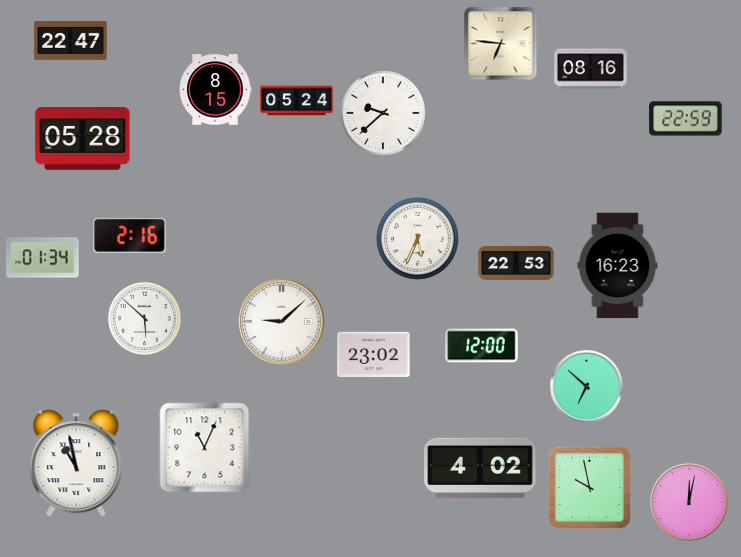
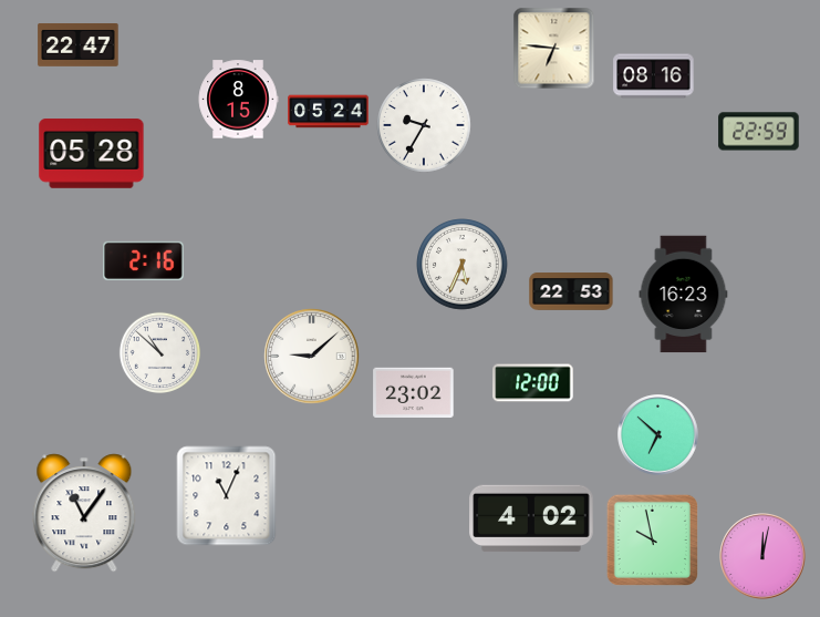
clock at (383, 113): 9:38 -> 9:35
clock at (43, 258): 01:34 -> none
clock at (144, 318): 5:52 -> 10:52
clock at (587, 387) position: (587, 387) -> (658, 435)
clock at (76, 463): 10:58 -> 11:06
